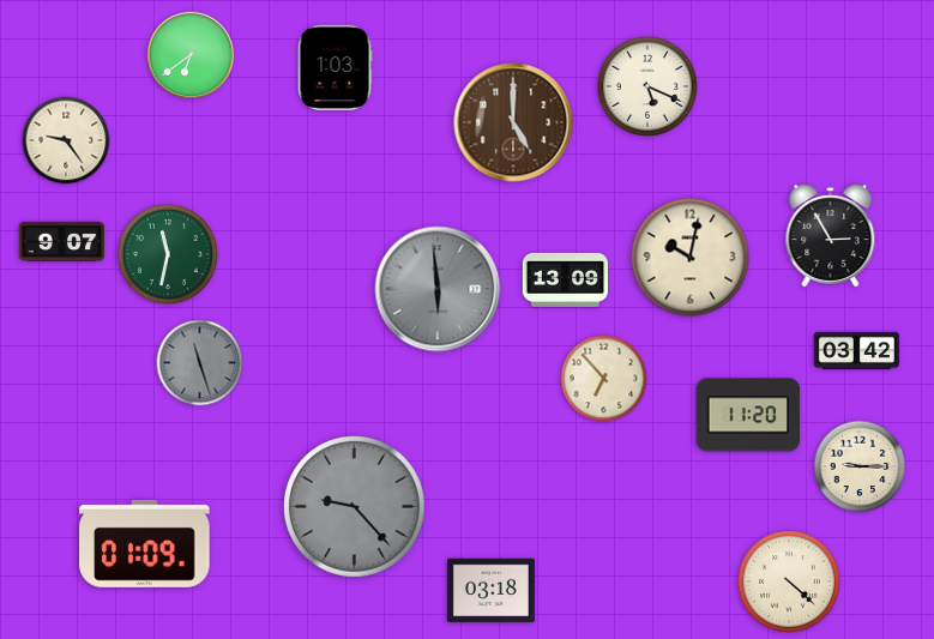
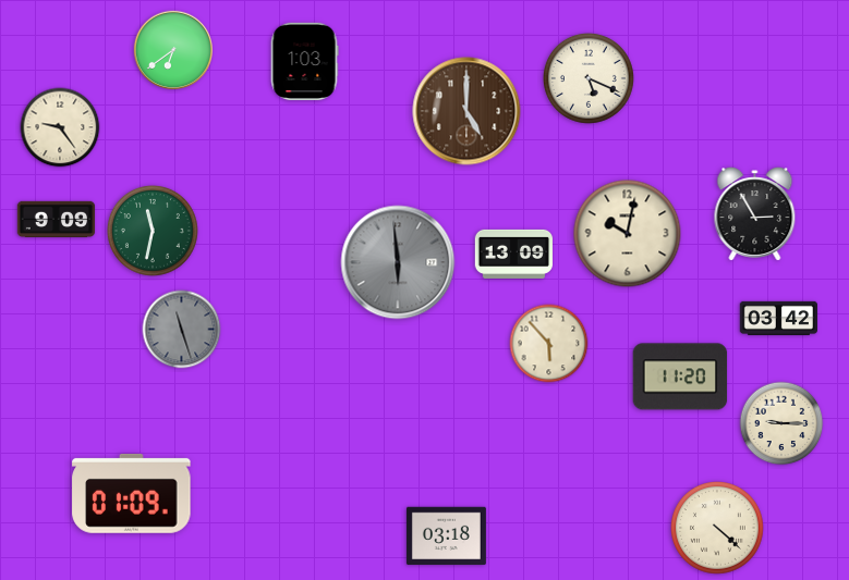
clock at (62, 242): 9:07 -> 9:09
clock at (604, 379): 6:53 -> 5:53
clock at (355, 507): 9:23 -> none
